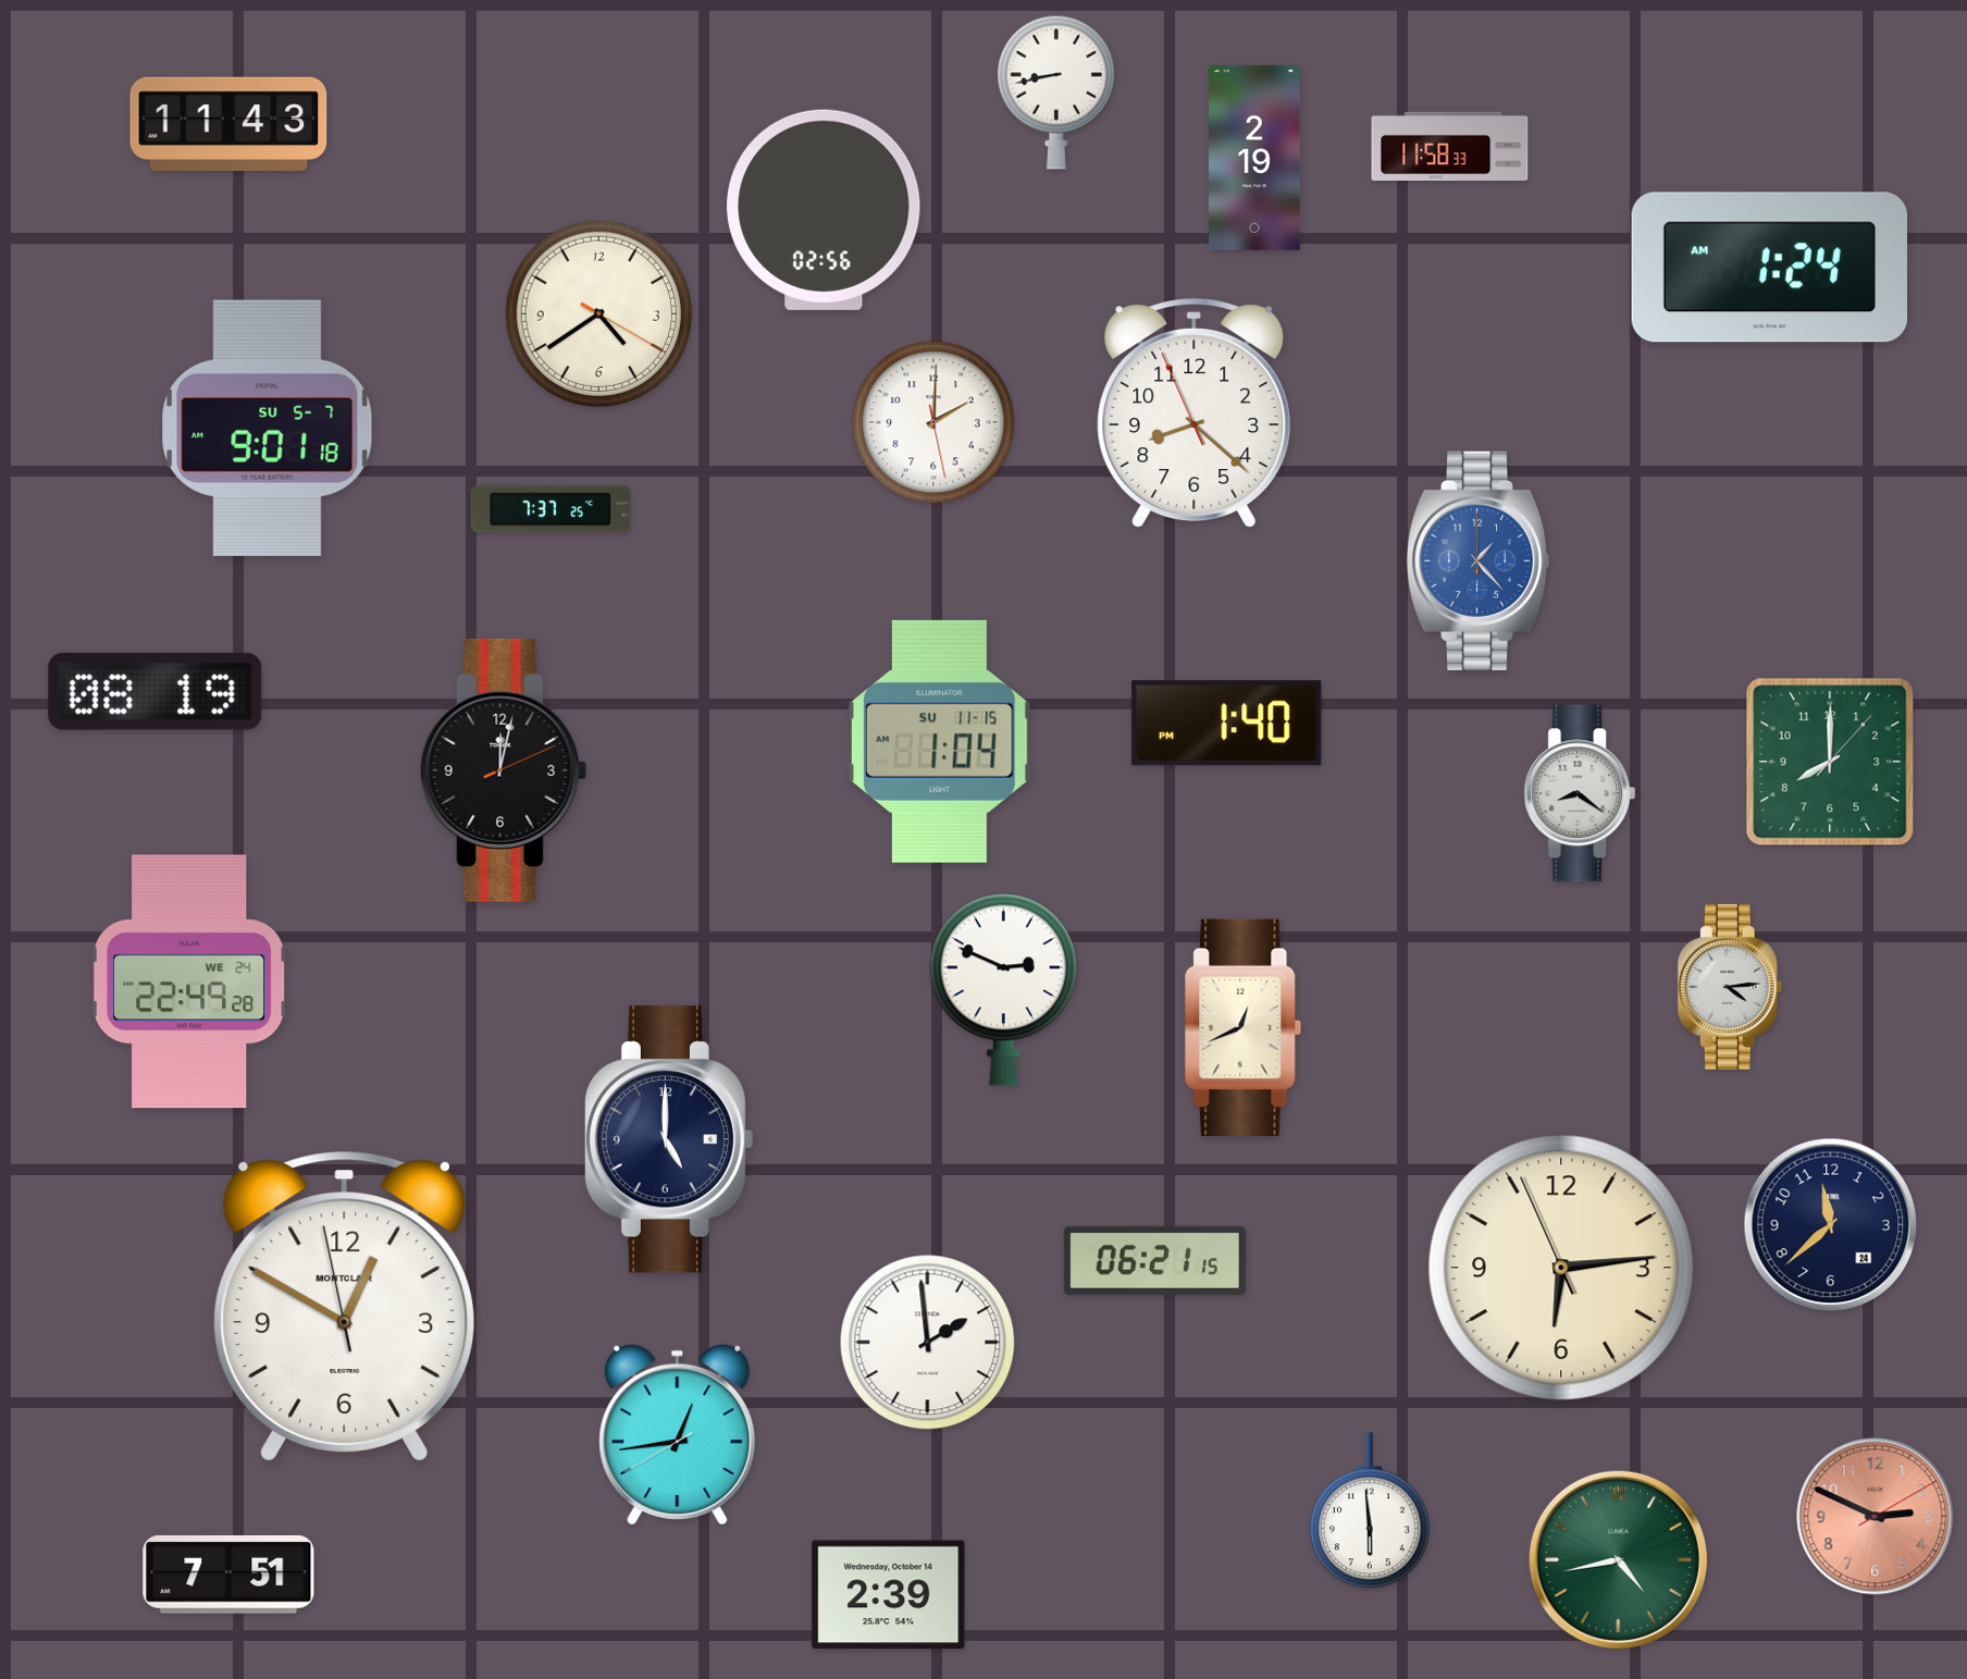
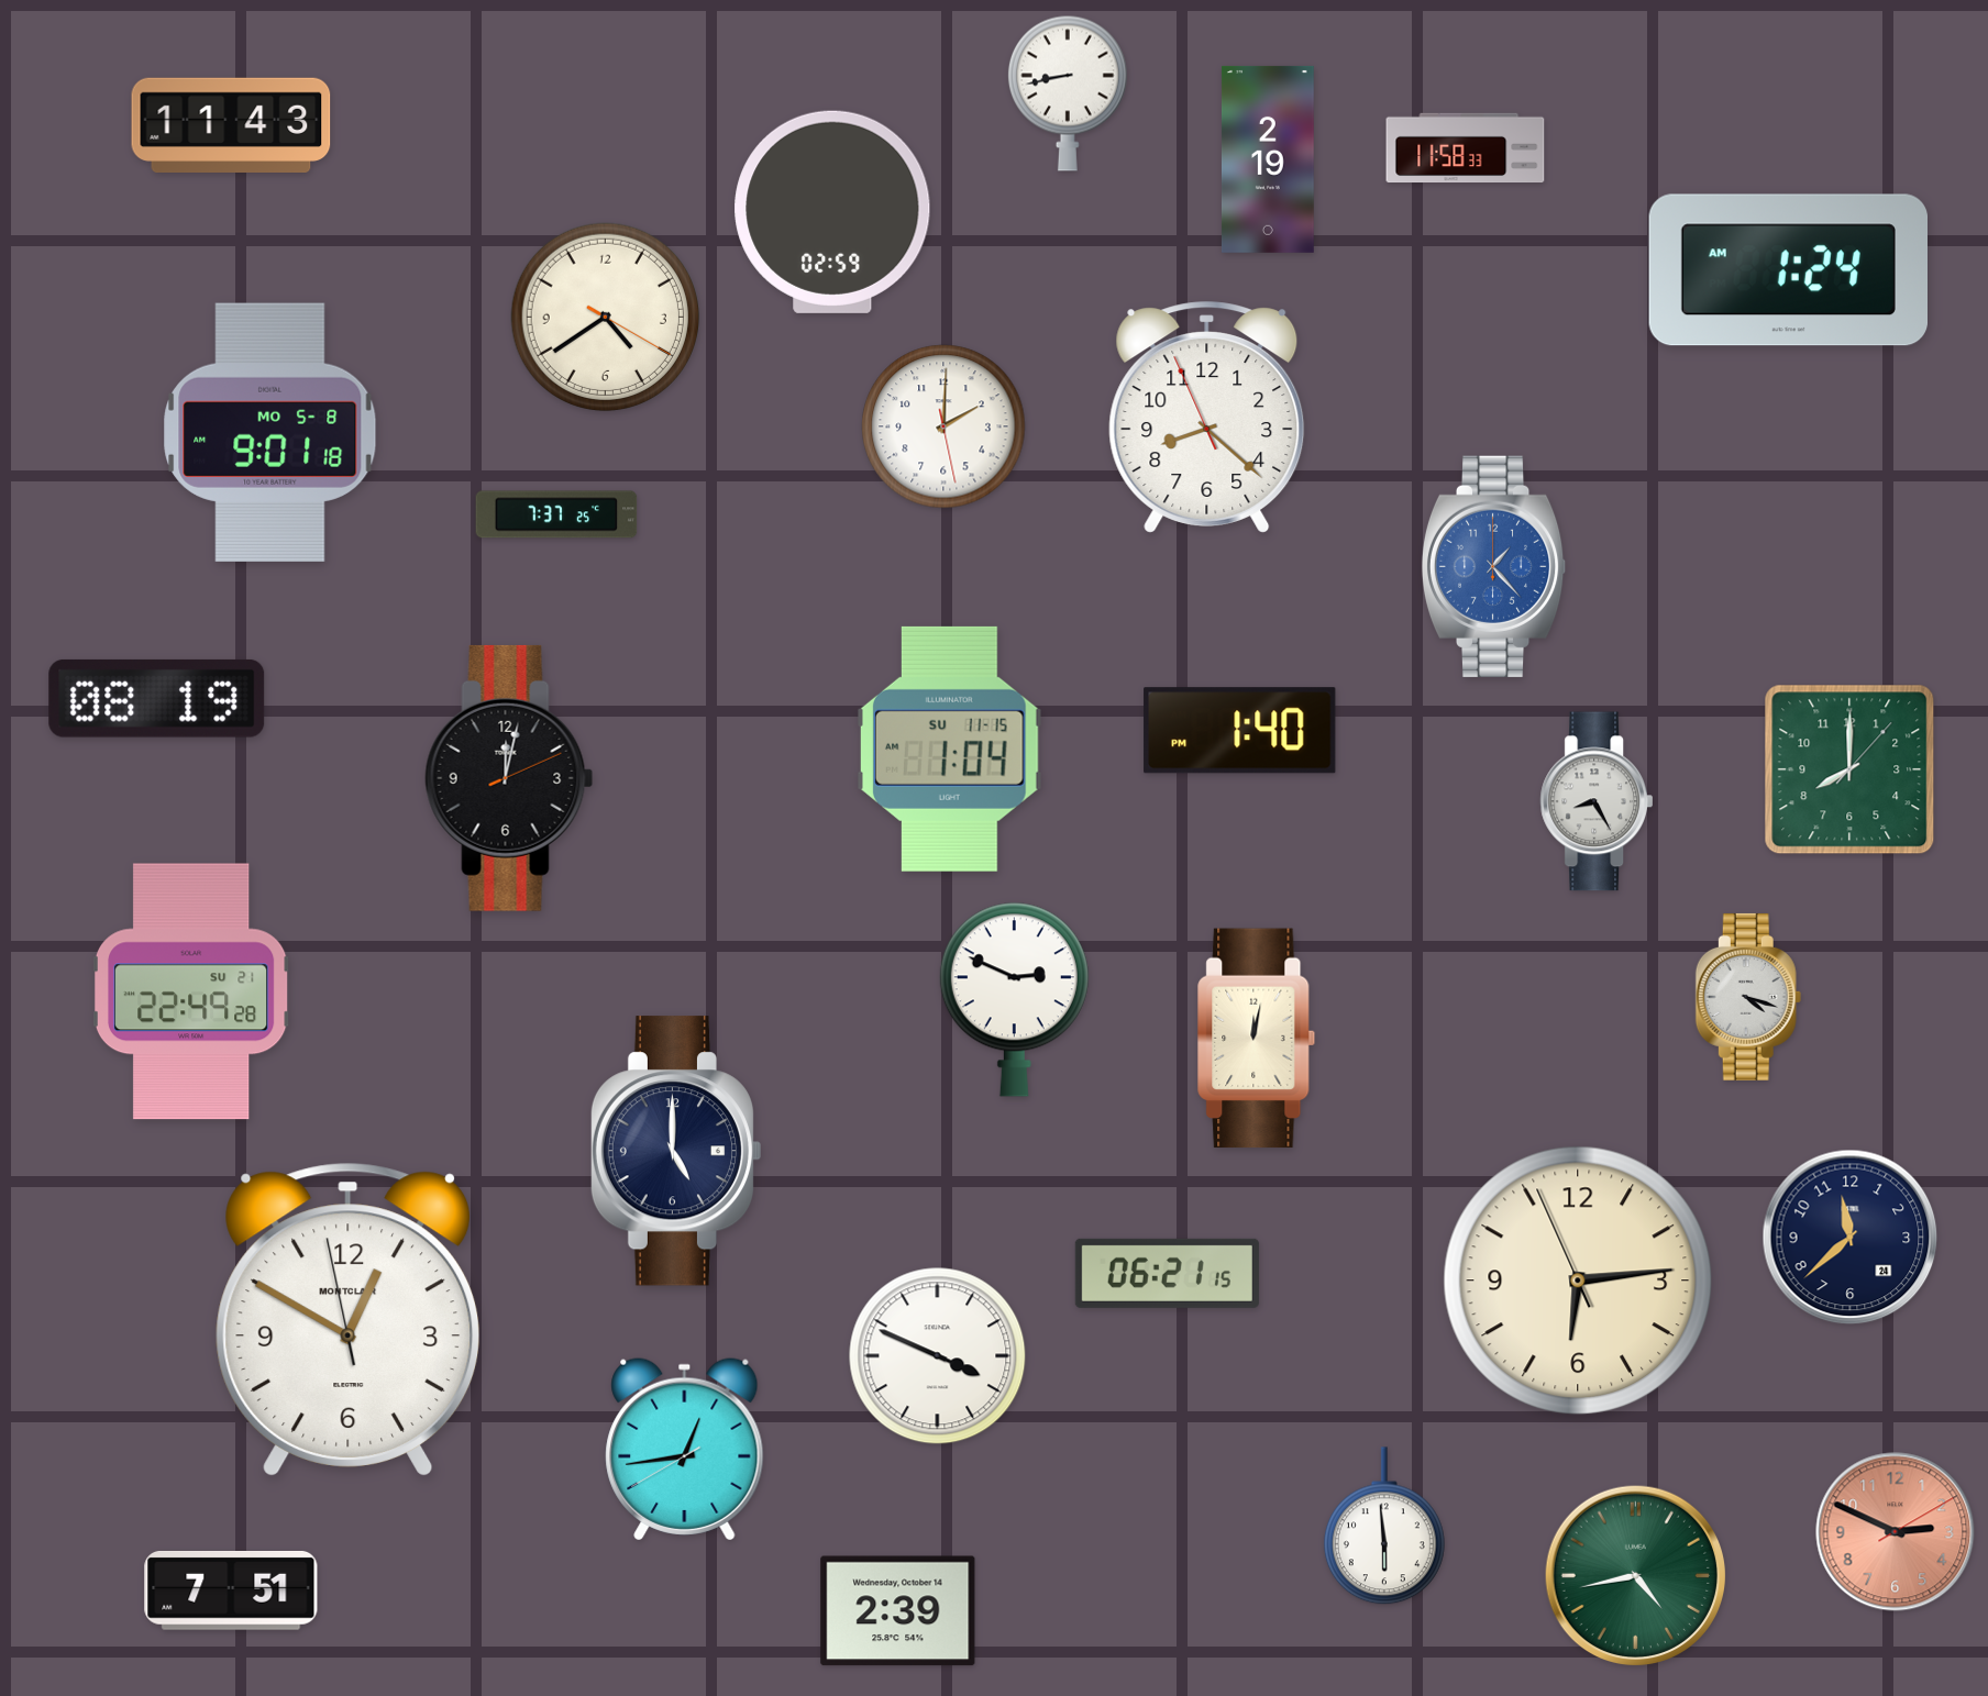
clock at (824, 210): 02:56 -> 02:59
clock at (268, 428) date: SU 5-7 -> MO 5-8
clock at (1579, 793): 8:21 -> 8:25
clock at (189, 982) date: WE 24 -> SU 21
clock at (1730, 987): 4:14 -> 4:18
clock at (1244, 1028): 12:41 -> 12:02
clock at (928, 1343): 1:59 -> 3:49
